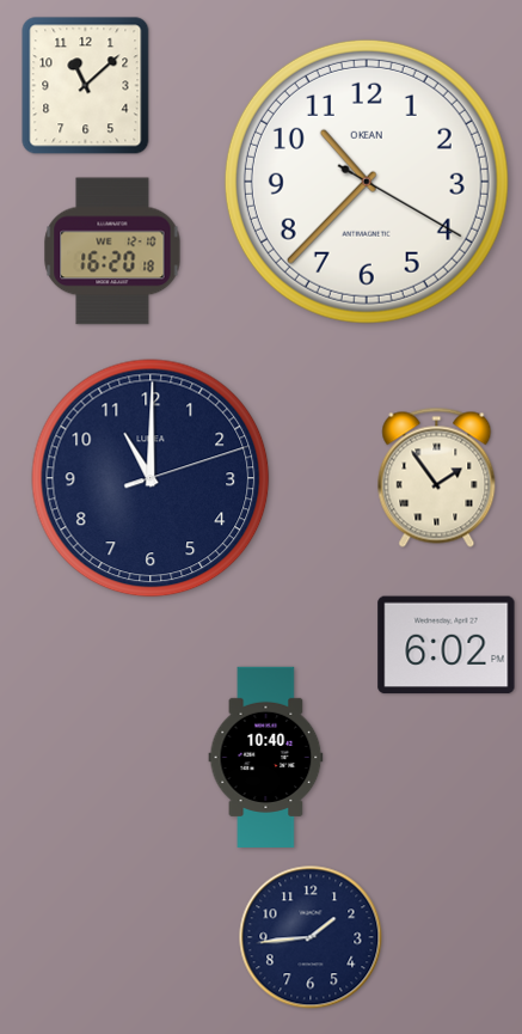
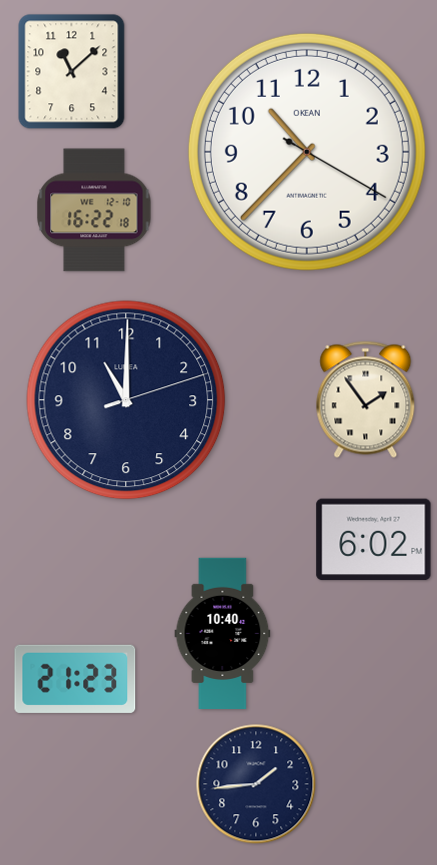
clock at (112, 251): 16:20 -> 16:22
clock at (75, 679): none -> 21:23
clock at (311, 937) position: (311, 937) -> (256, 784)
